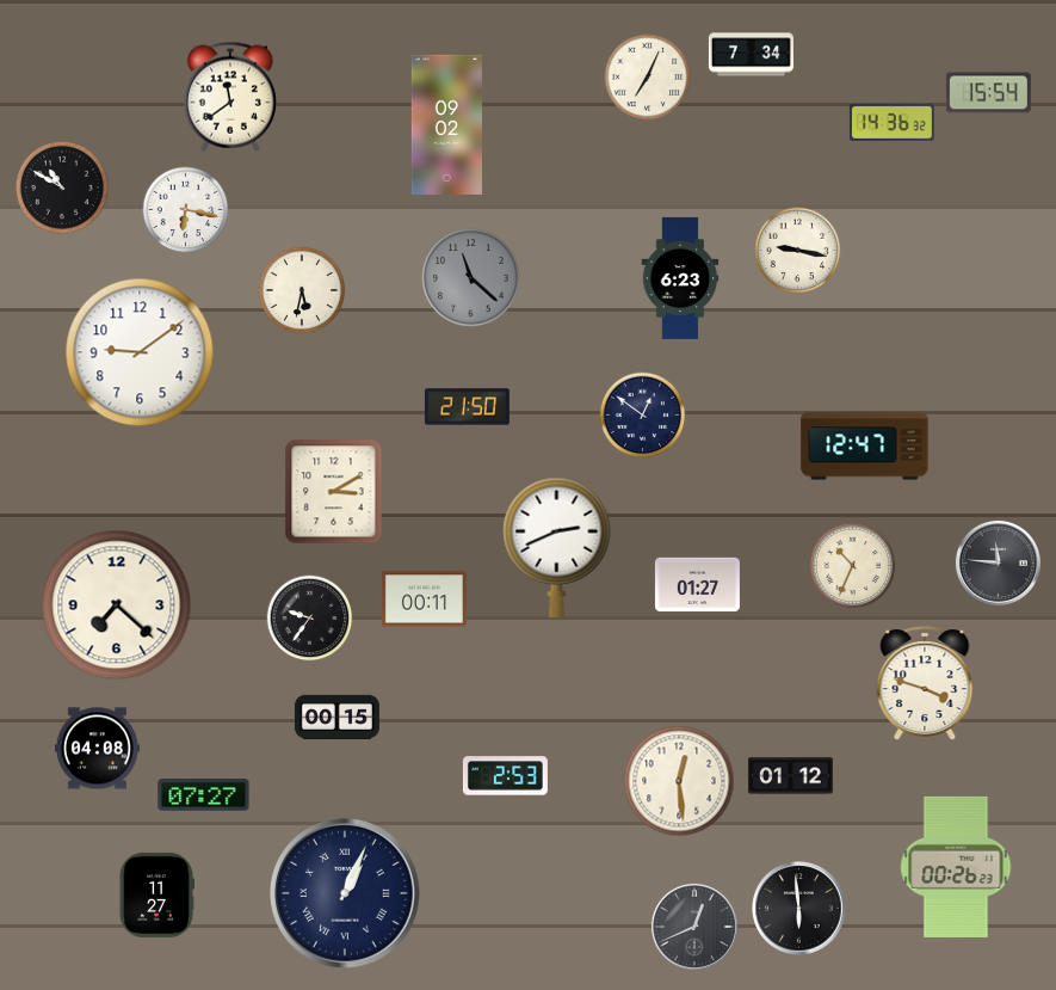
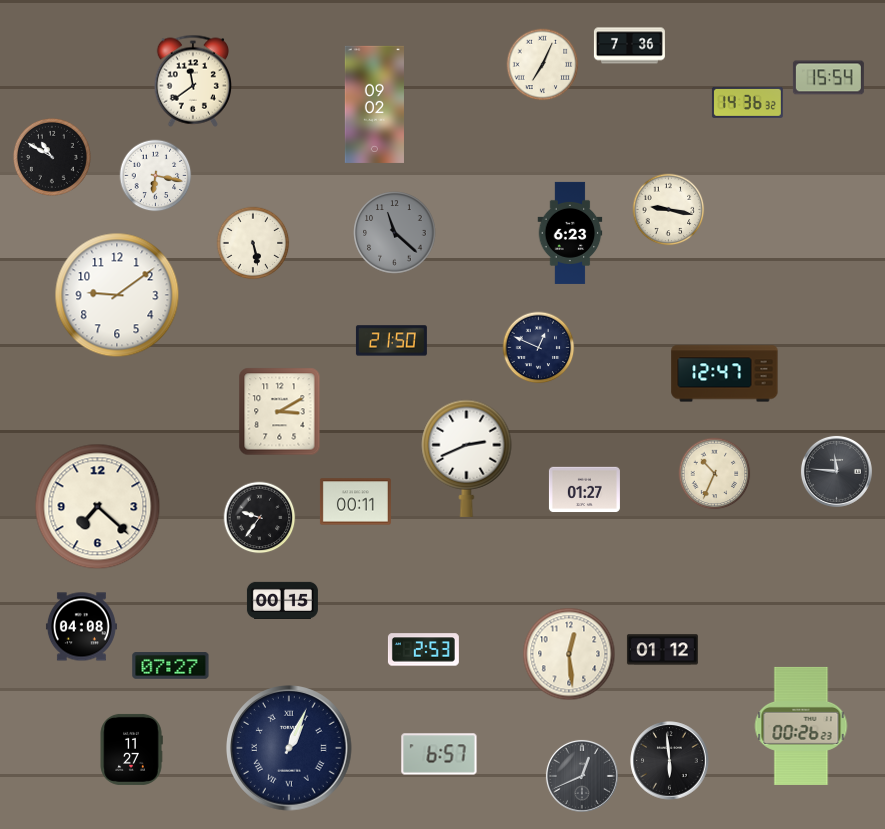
clock at (751, 55): 7:34 -> 7:36
clock at (302, 290): 5:32 -> 5:28
clock at (643, 416): 12:51 -> 12:49
clock at (925, 683): 3:48 -> none
clock at (439, 754): none -> 6:57
